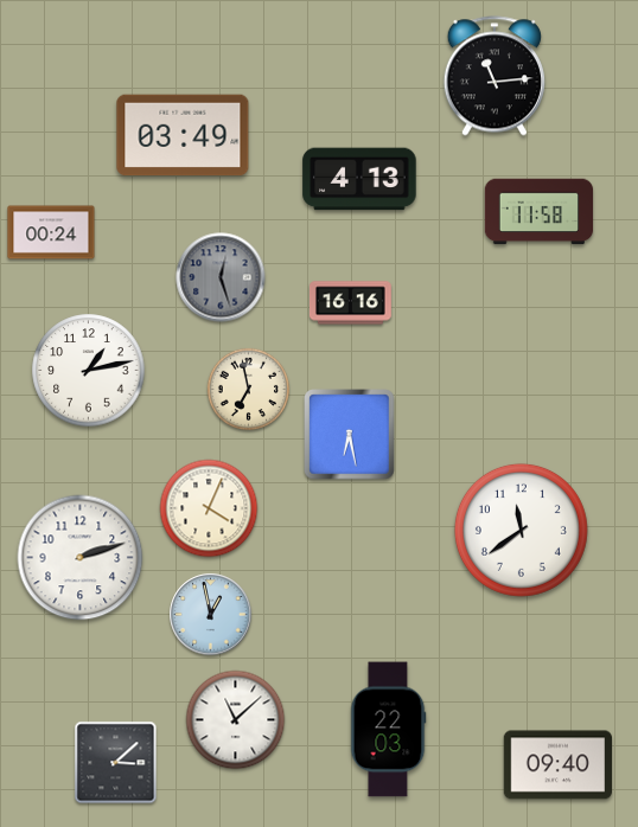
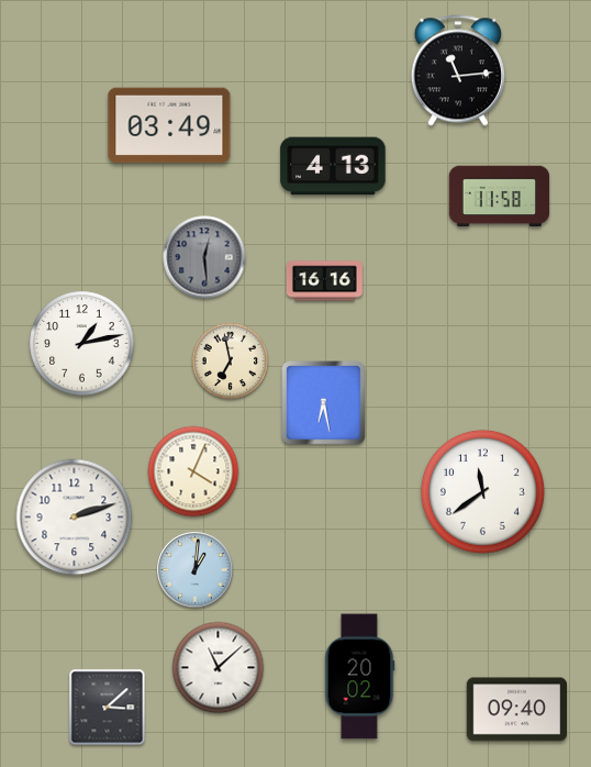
clock at (51, 232): 00:24 -> none
clock at (221, 277): 12:27 -> 12:29
clock at (211, 615): 12:58 -> 1:01
clock at (388, 730): 22:03 -> 20:02
